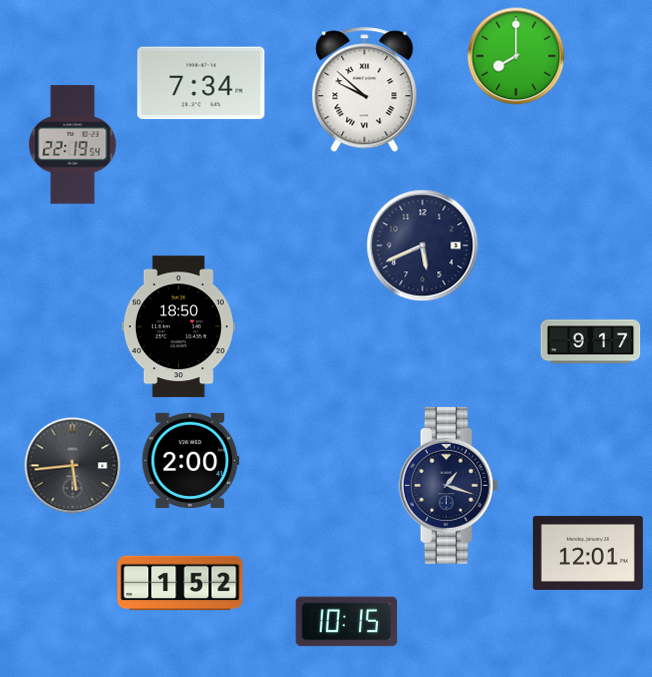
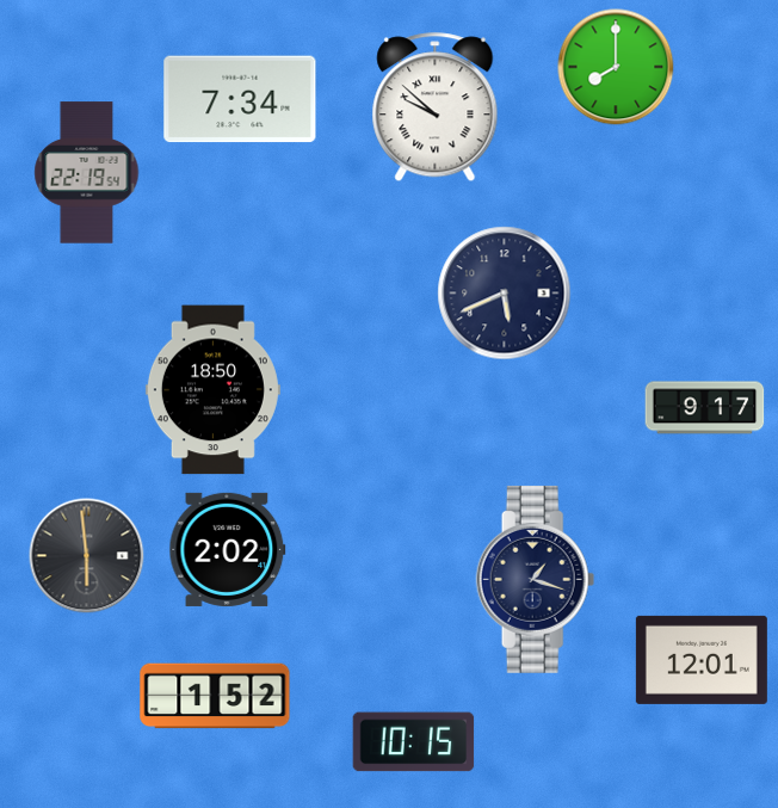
clock at (191, 460): 2:00 -> 2:02
clock at (73, 466): 5:44 -> 5:59
